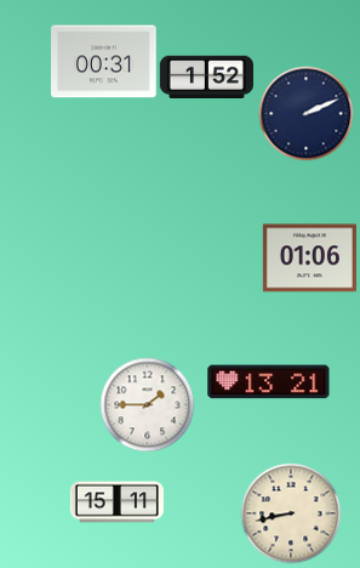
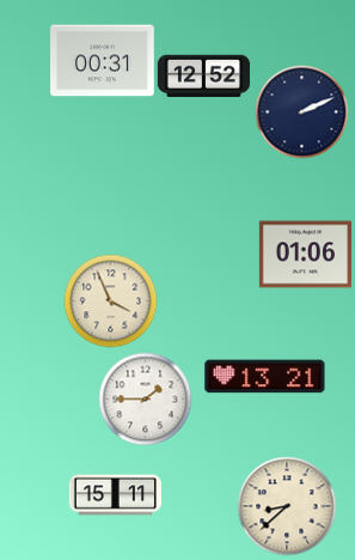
clock at (206, 78): 1:52 -> 12:52
clock at (110, 300): none -> 3:56
clock at (291, 513): 8:43 -> 8:38
